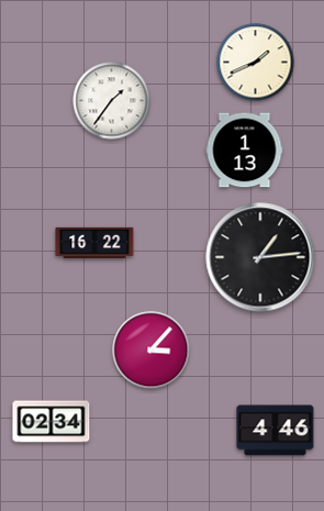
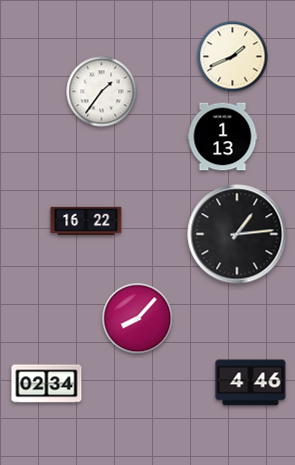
clock at (152, 351): 3:07 -> 8:07
clock at (276, 431) position: (276, 431) -> (251, 383)
